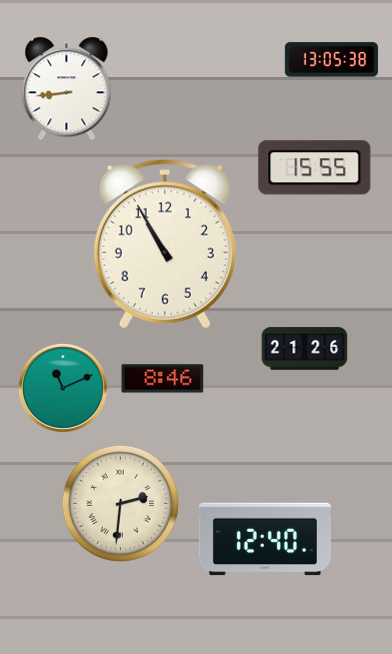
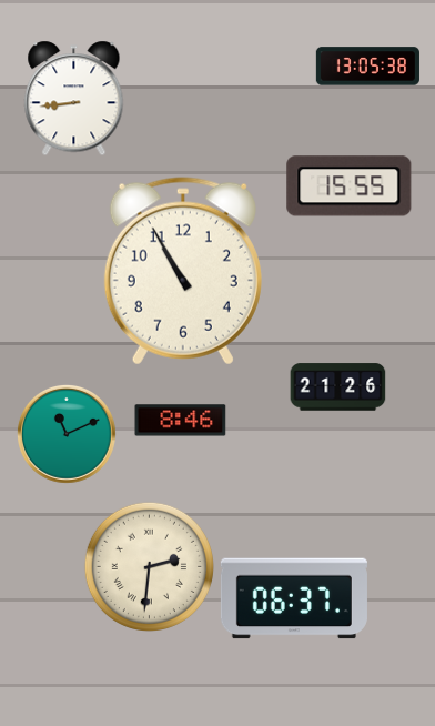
clock at (63, 388) position: (63, 388) -> (67, 434)
clock at (120, 503) position: (120, 503) -> (149, 566)
clock at (265, 539): 12:40 -> 06:37
